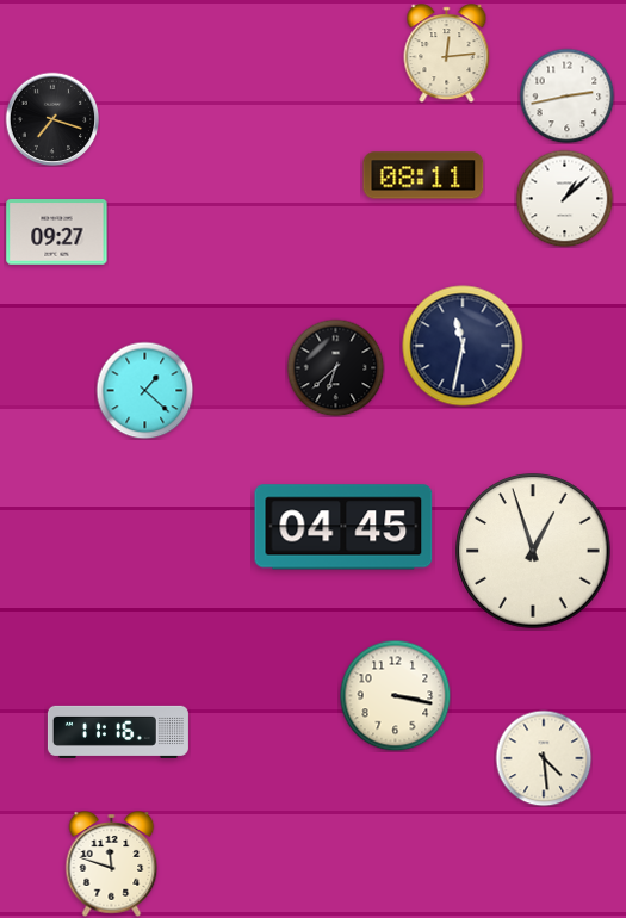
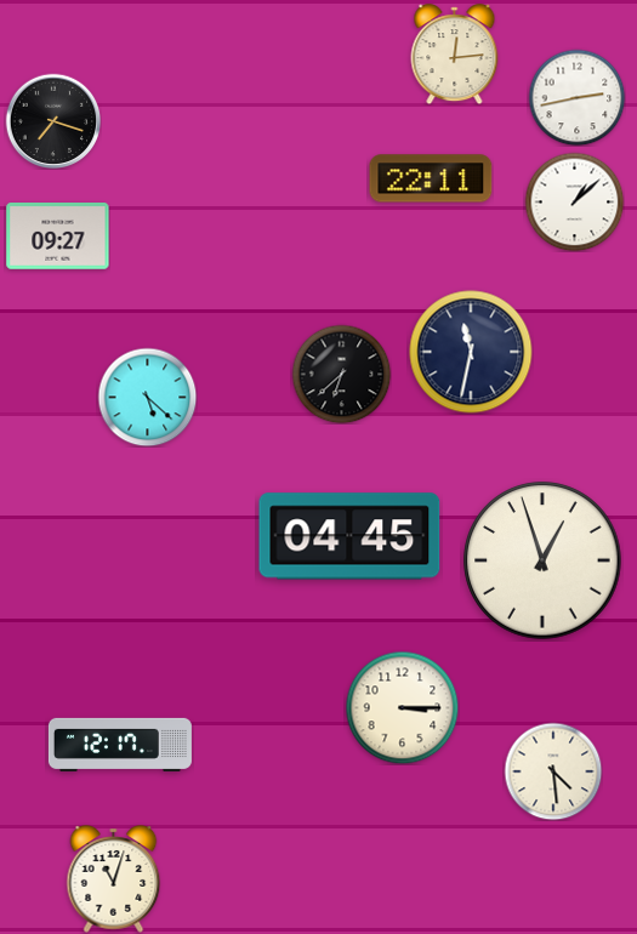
clock at (423, 175): 08:11 -> 22:11
clock at (144, 390): 1:22 -> 5:22
clock at (395, 695): 3:17 -> 3:15
clock at (118, 732): 11:16 -> 12:17
clock at (112, 864): 11:48 -> 11:03
